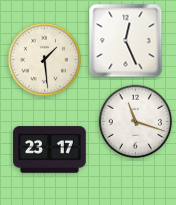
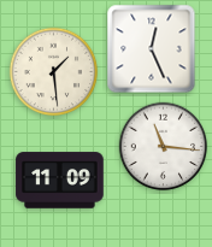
clock at (136, 122): 11:18 -> 11:16
clock at (50, 150): 23:17 -> 11:09
